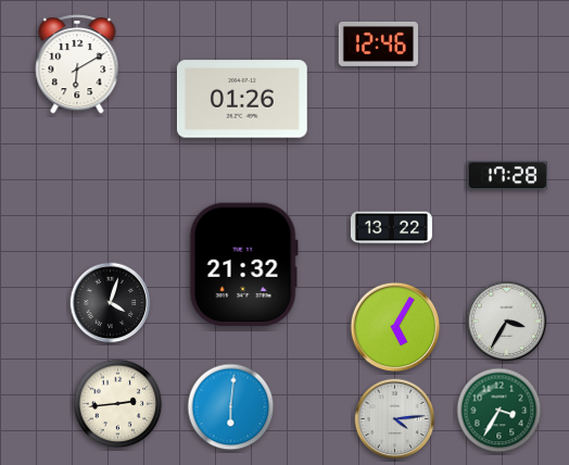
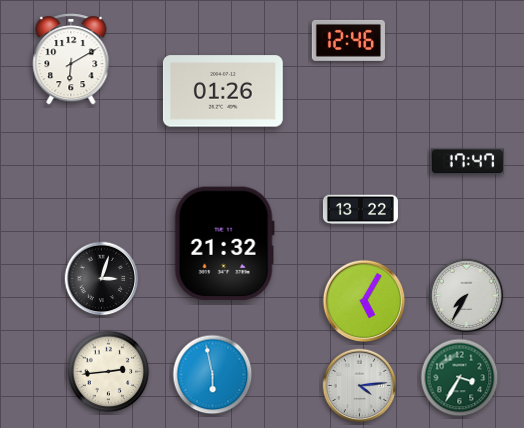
clock at (507, 176): 17:28 -> 17:47
clock at (111, 303): 4:03 -> 3:03
clock at (507, 322): 3:35 -> 7:35
clock at (231, 407): 6:01 -> 5:58
clock at (395, 419) position: (395, 419) -> (360, 386)
